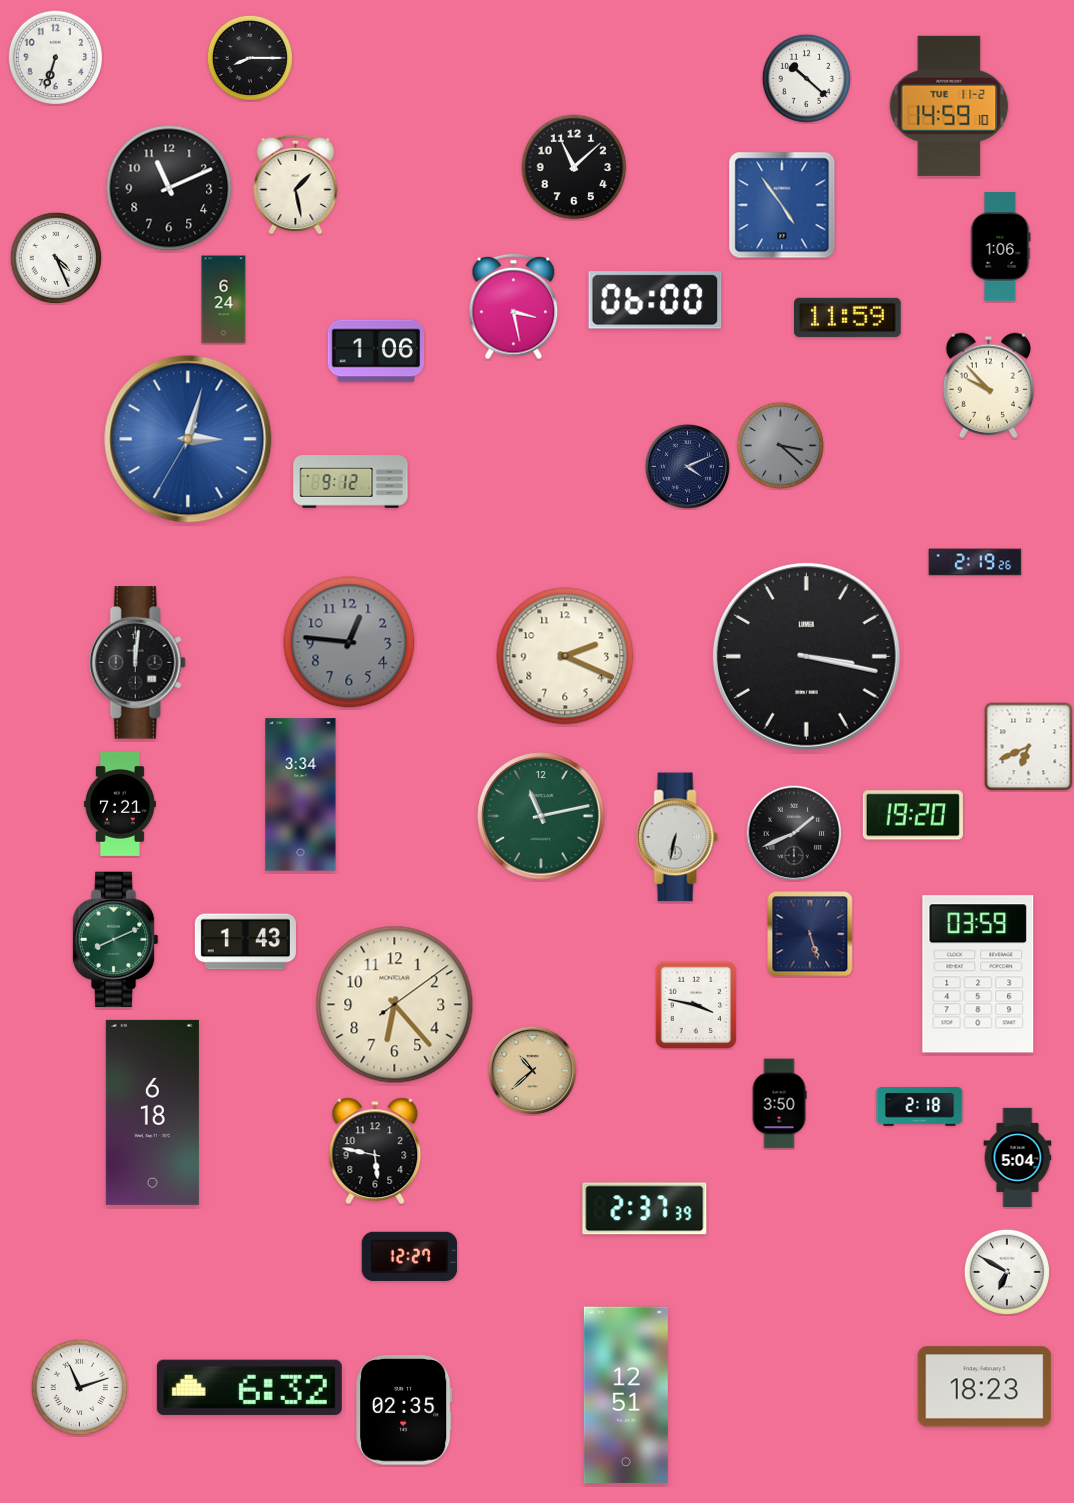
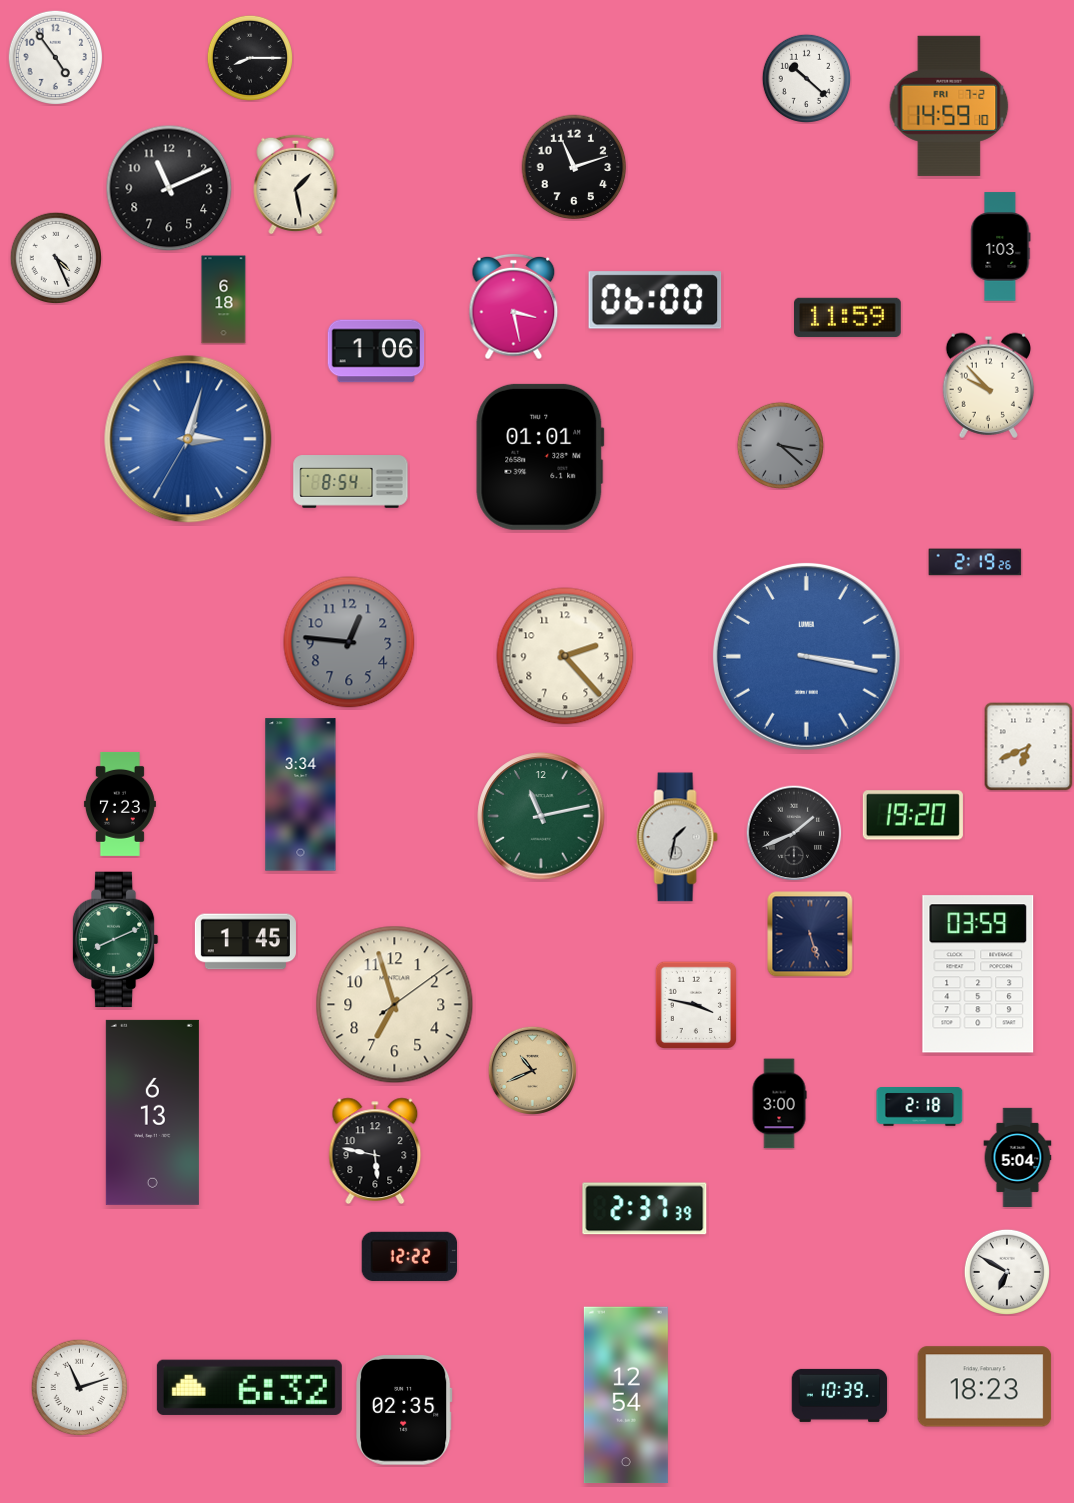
clock at (55, 57): 6:33 -> 4:54
clock at (949, 106) date: TUE 11-2 -> FRI 7-2
clock at (574, 167): 11:08 -> 11:12
clock at (782, 205): 4:54 -> none
clock at (1001, 247): 1:06 -> 1:03
clock at (224, 300): 6:24 -> 6:18
clock at (540, 457): none -> 01:01
clock at (687, 466): 4:11 -> none
clock at (351, 482): 9:12 -> 8:54
clock at (565, 656): 2:19 -> 2:23
clock at (806, 656) dial: black -> blue
clock at (137, 663): 12:01 -> none
clock at (120, 804): 7:21 -> 7:23
clock at (677, 837): 6:32 -> 1:32
clock at (245, 942): 1:43 -> 1:45
clock at (395, 1005): 6:23 -> 6:57
clock at (532, 1070): 10:38 -> 10:41
clock at (779, 1104): 3:50 -> 3:00
clock at (152, 1112): 6:18 -> 6:13
clock at (410, 1256): 12:27 -> 12:22
clock at (626, 1395): 12:51 -> 12:54
clock at (840, 1395): none -> 10:39
